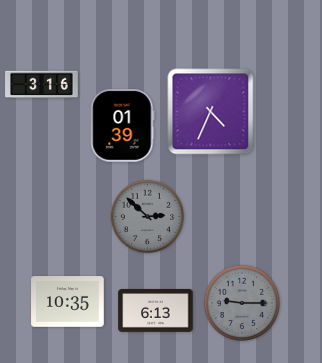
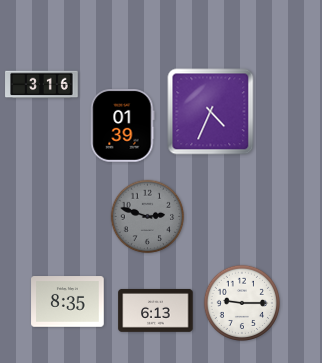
clock at (148, 217): 2:52 -> 2:48
clock at (68, 302): 10:35 -> 8:35
clock at (242, 303) dial: grey -> white
